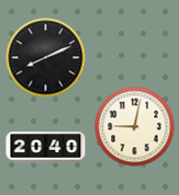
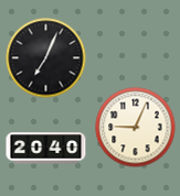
clock at (46, 58): 8:11 -> 7:04
clock at (135, 127): 9:02 -> 9:04
